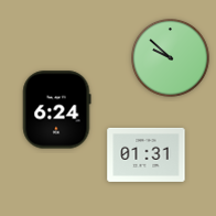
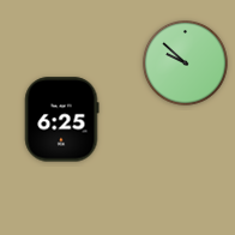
clock at (57, 110): 6:24 -> 6:25
clock at (147, 154): 01:31 -> none
